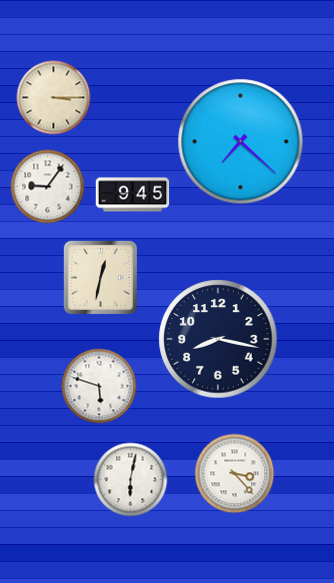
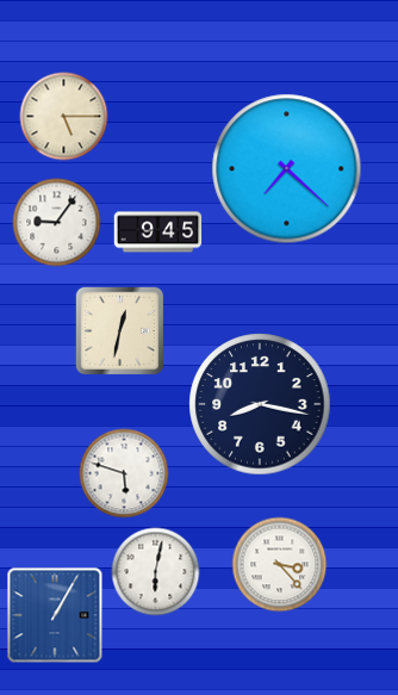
clock at (54, 98): 3:15 -> 5:15
clock at (99, 386) position: (99, 386) -> (124, 473)
clock at (55, 615): none -> 1:05
